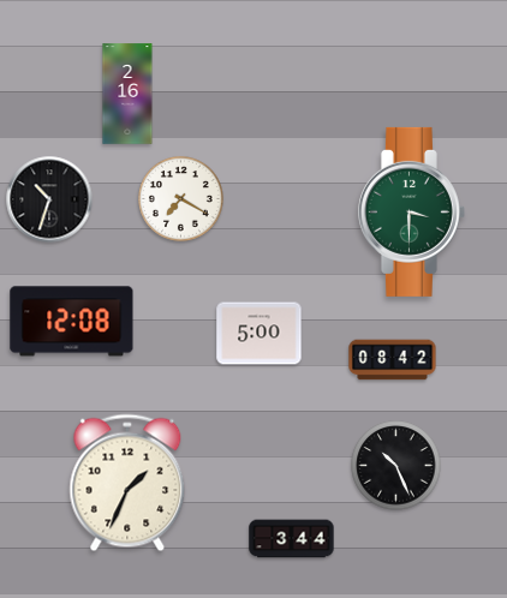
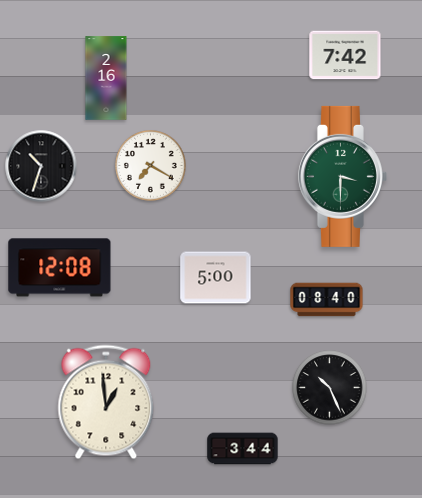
clock at (345, 55): none -> 7:42
clock at (393, 360): 08:42 -> 08:40
clock at (127, 483): 1:34 -> 12:59
